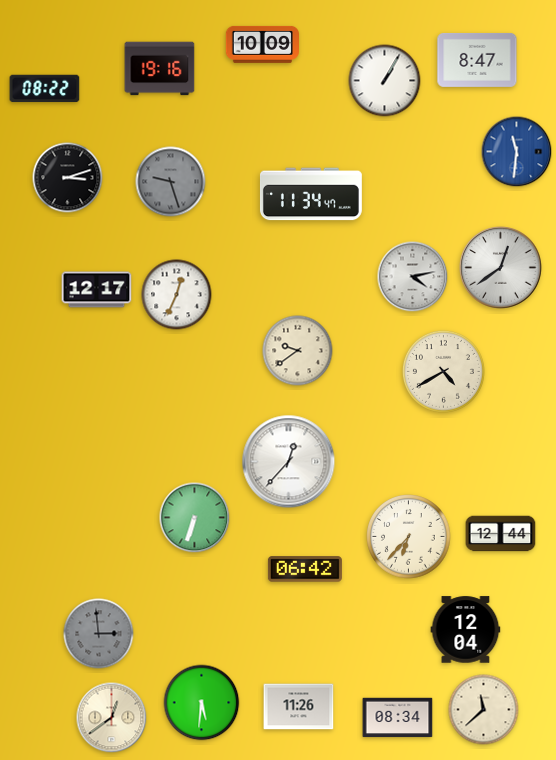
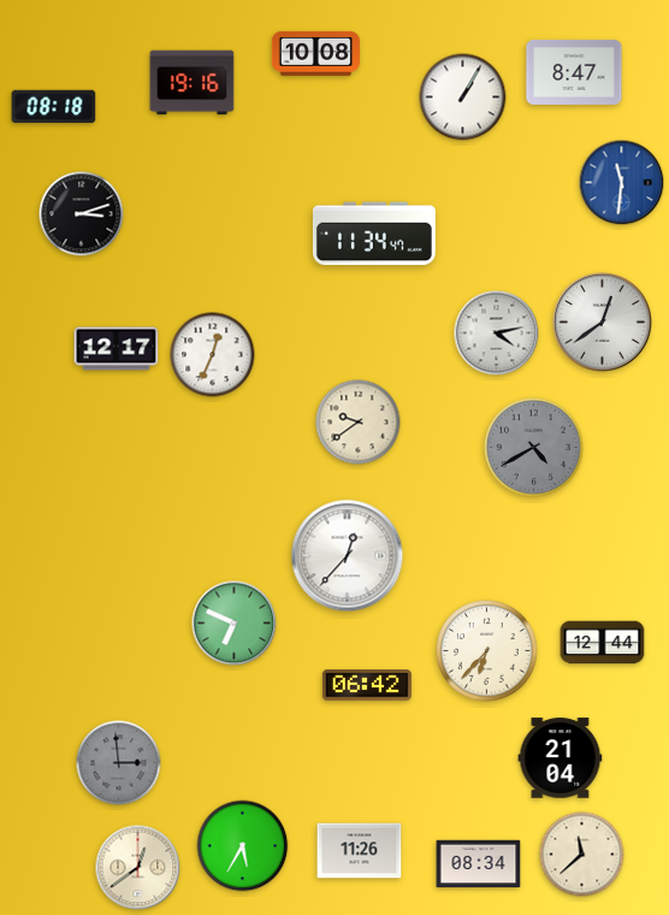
clock at (262, 44): 10:09 -> 10:08
clock at (45, 89): 08:22 -> 08:18
clock at (171, 182): 9:27 -> none
clock at (443, 371) dial: cream -> grey
clock at (195, 518): 6:33 -> 6:49
clock at (409, 537) position: (409, 537) -> (487, 651)
clock at (466, 630): 12:04 -> 21:04
clock at (202, 703): 5:31 -> 5:35
clock at (112, 718) position: (112, 718) -> (138, 868)
